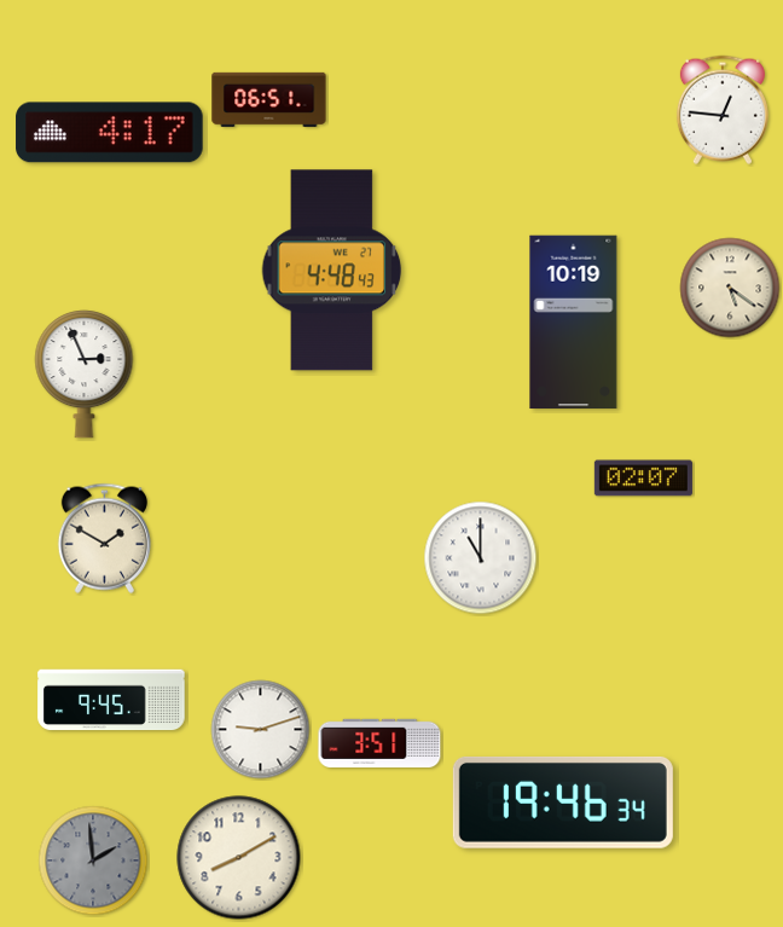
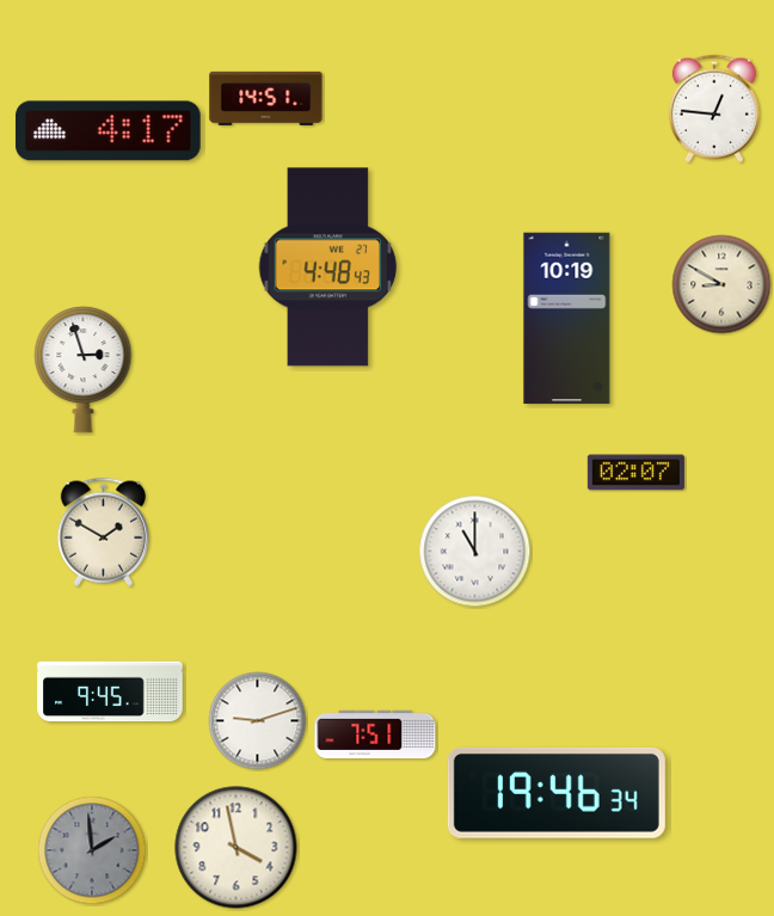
clock at (269, 99): 06:51 -> 14:51
clock at (730, 288): 5:21 -> 8:50
clock at (85, 375): 2:56 -> 2:57
clock at (379, 742): 3:51 -> 7:51
clock at (239, 858): 8:10 -> 3:58
